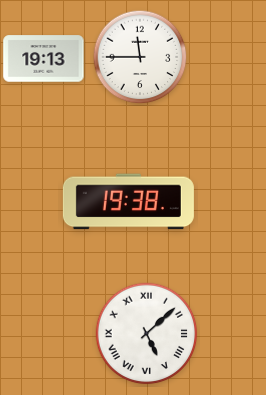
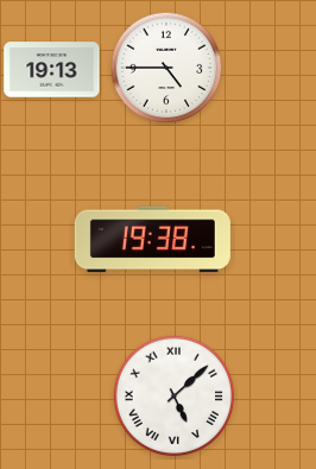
clock at (140, 57): 11:45 -> 4:45
